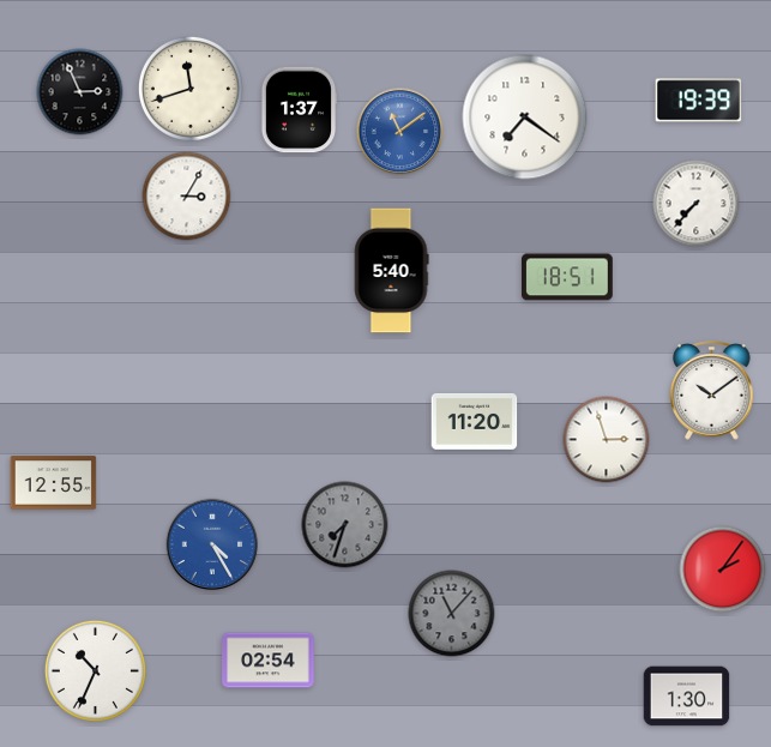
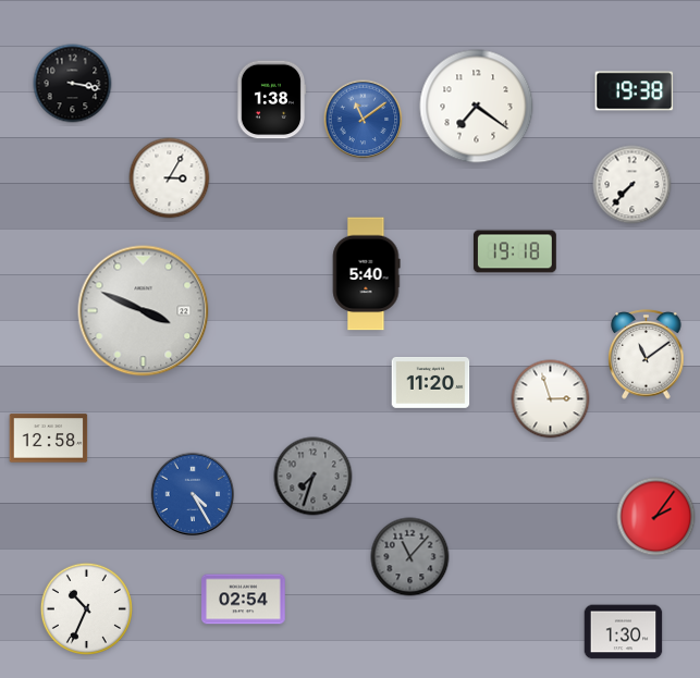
clock at (191, 89): 11:42 -> none
clock at (80, 92): 2:56 -> 3:17
clock at (699, 101): 19:39 -> 19:38
clock at (299, 110): 1:37 -> 1:38
clock at (391, 271) position: (391, 271) -> (366, 274)
clock at (567, 277): 18:51 -> 19:18
clock at (144, 311): none -> 3:49
clock at (712, 391): 10:09 -> 11:09
clock at (54, 483): 12:55 -> 12:58
